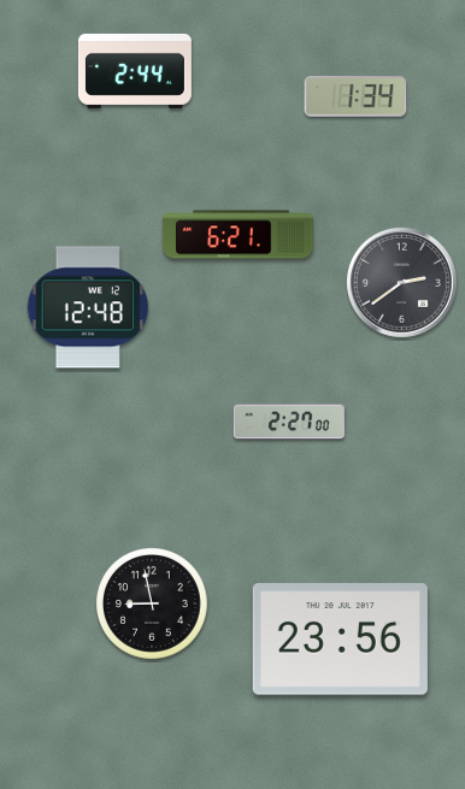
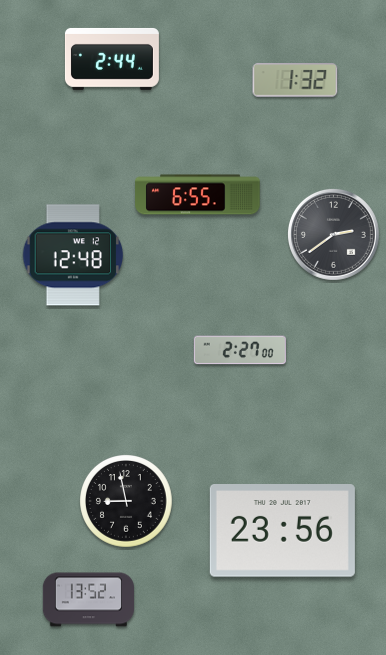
clock at (355, 96): 1:34 -> 1:32
clock at (239, 235): 6:21 -> 6:55
clock at (88, 600): none -> 13:52
